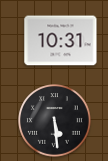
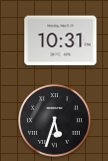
clock at (55, 121): 5:29 -> 5:33
